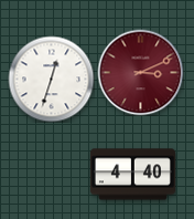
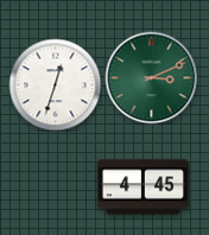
clock at (140, 72) dial: burgundy -> green
clock at (132, 175): 4:40 -> 4:45
